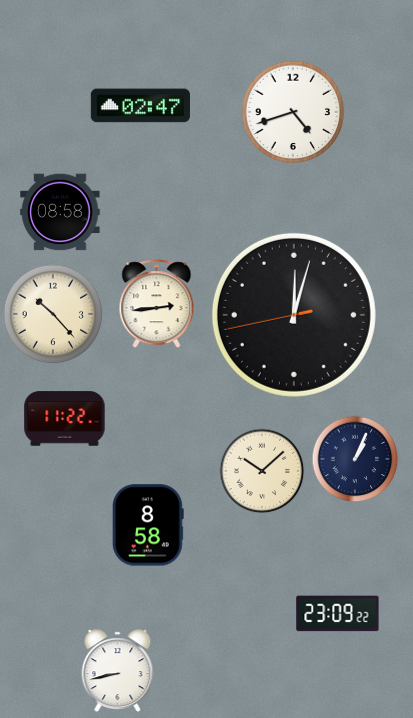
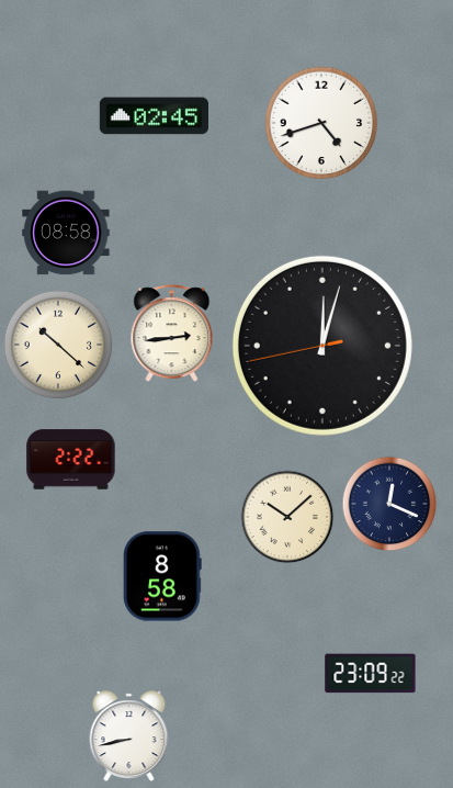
clock at (140, 106): 02:47 -> 02:45
clock at (53, 314): 10:23 -> 10:22
clock at (65, 419): 11:22 -> 2:22
clock at (355, 459): 1:04 -> 12:19
